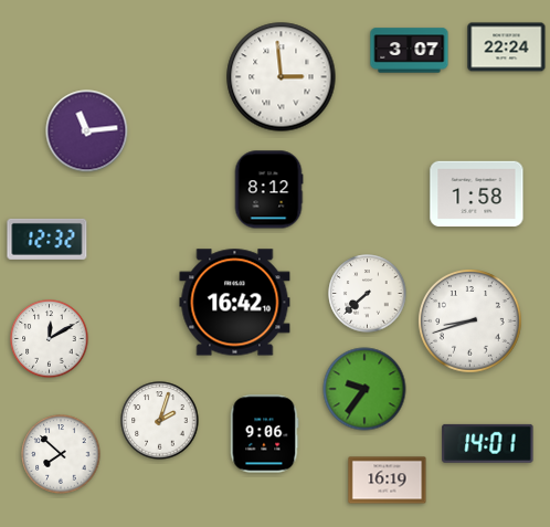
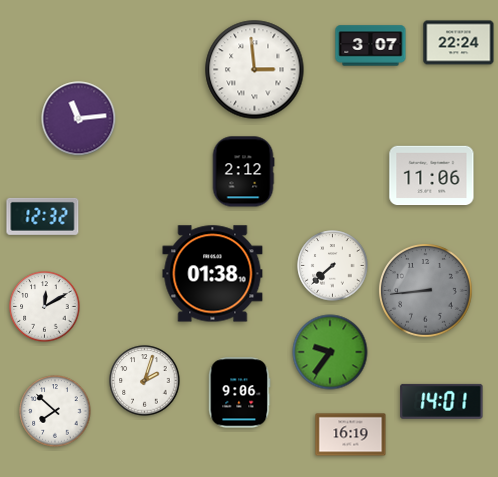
clock at (268, 190): 8:12 -> 2:12
clock at (477, 194): 1:58 -> 11:06
clock at (235, 303): 16:42 -> 01:38
clock at (470, 322): 8:42 -> 8:44
clock at (470, 322) dial: white -> grey
